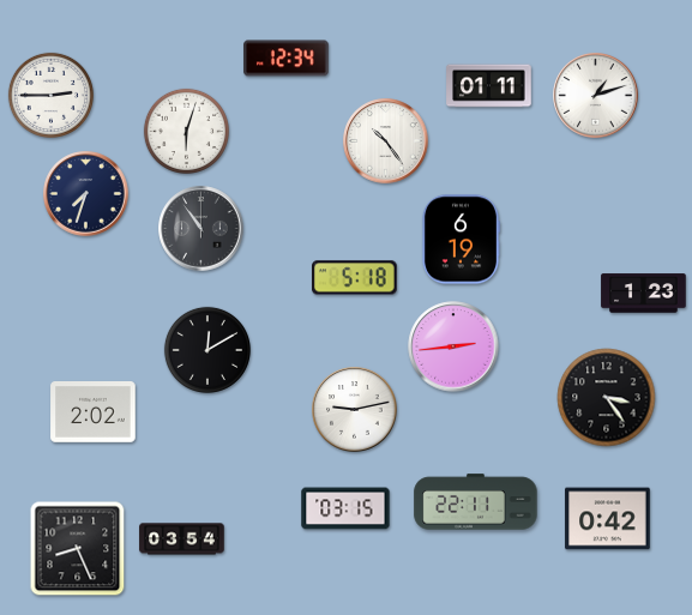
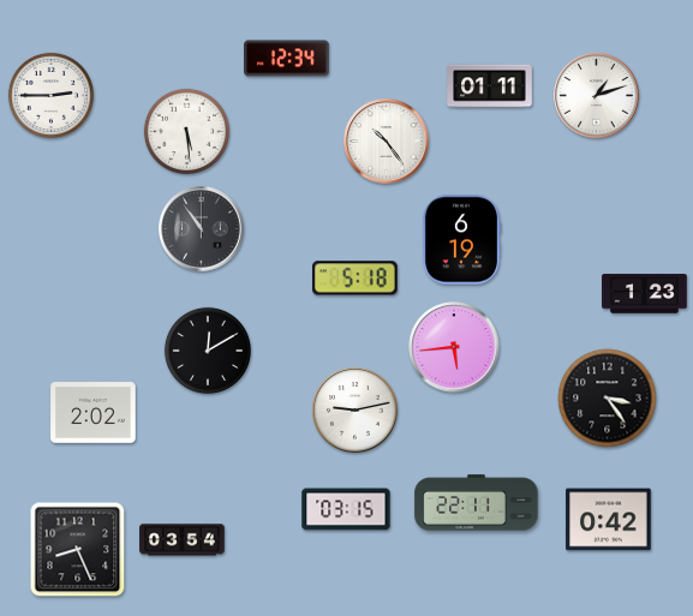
clock at (186, 131): 6:03 -> 5:29
clock at (86, 194): 7:33 -> none
clock at (453, 346): 2:44 -> 5:44
